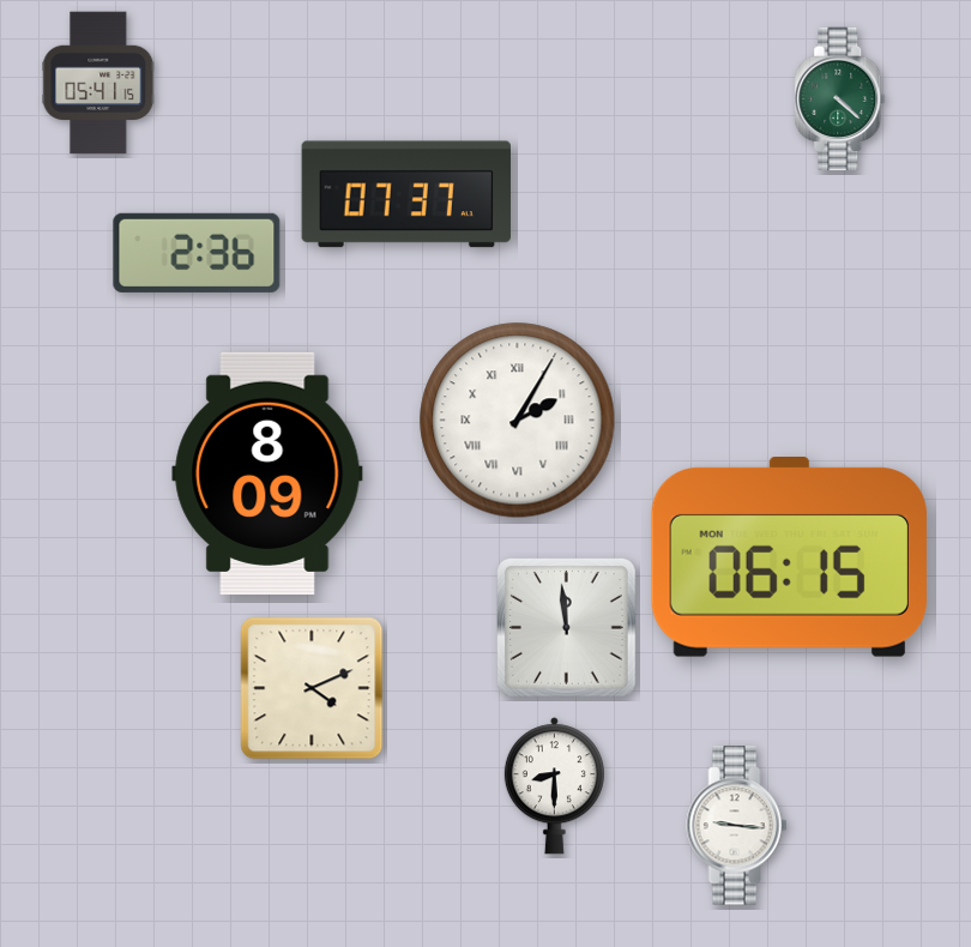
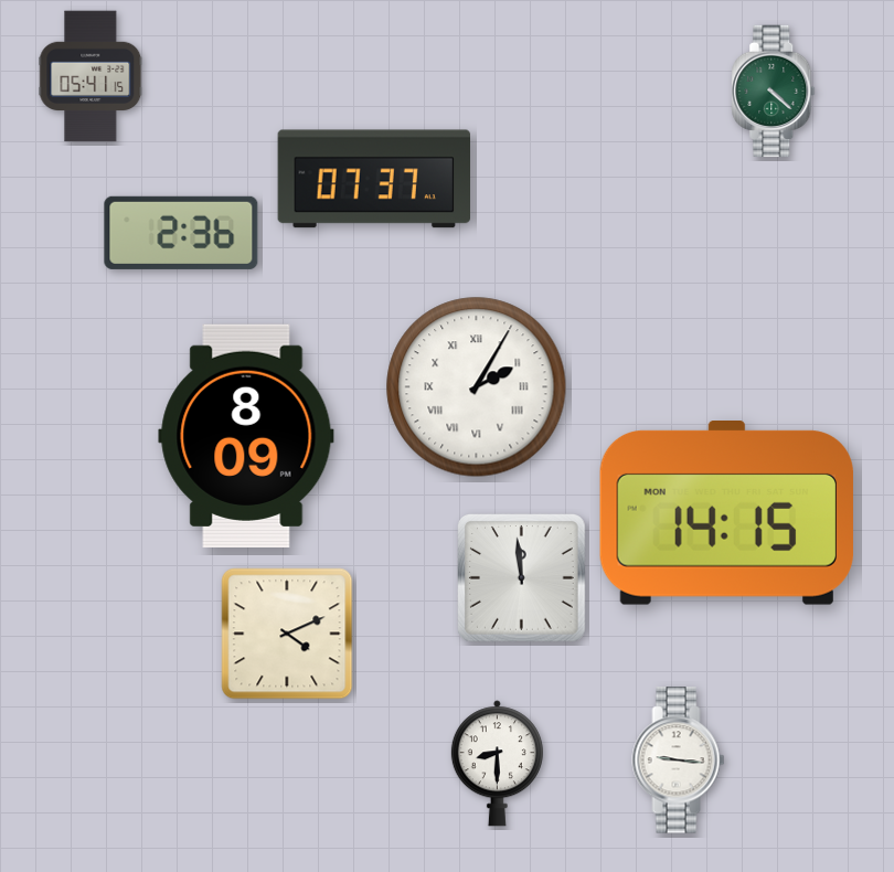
clock at (789, 557): 06:15 -> 14:15
clock at (554, 786) position: (554, 786) -> (497, 764)
